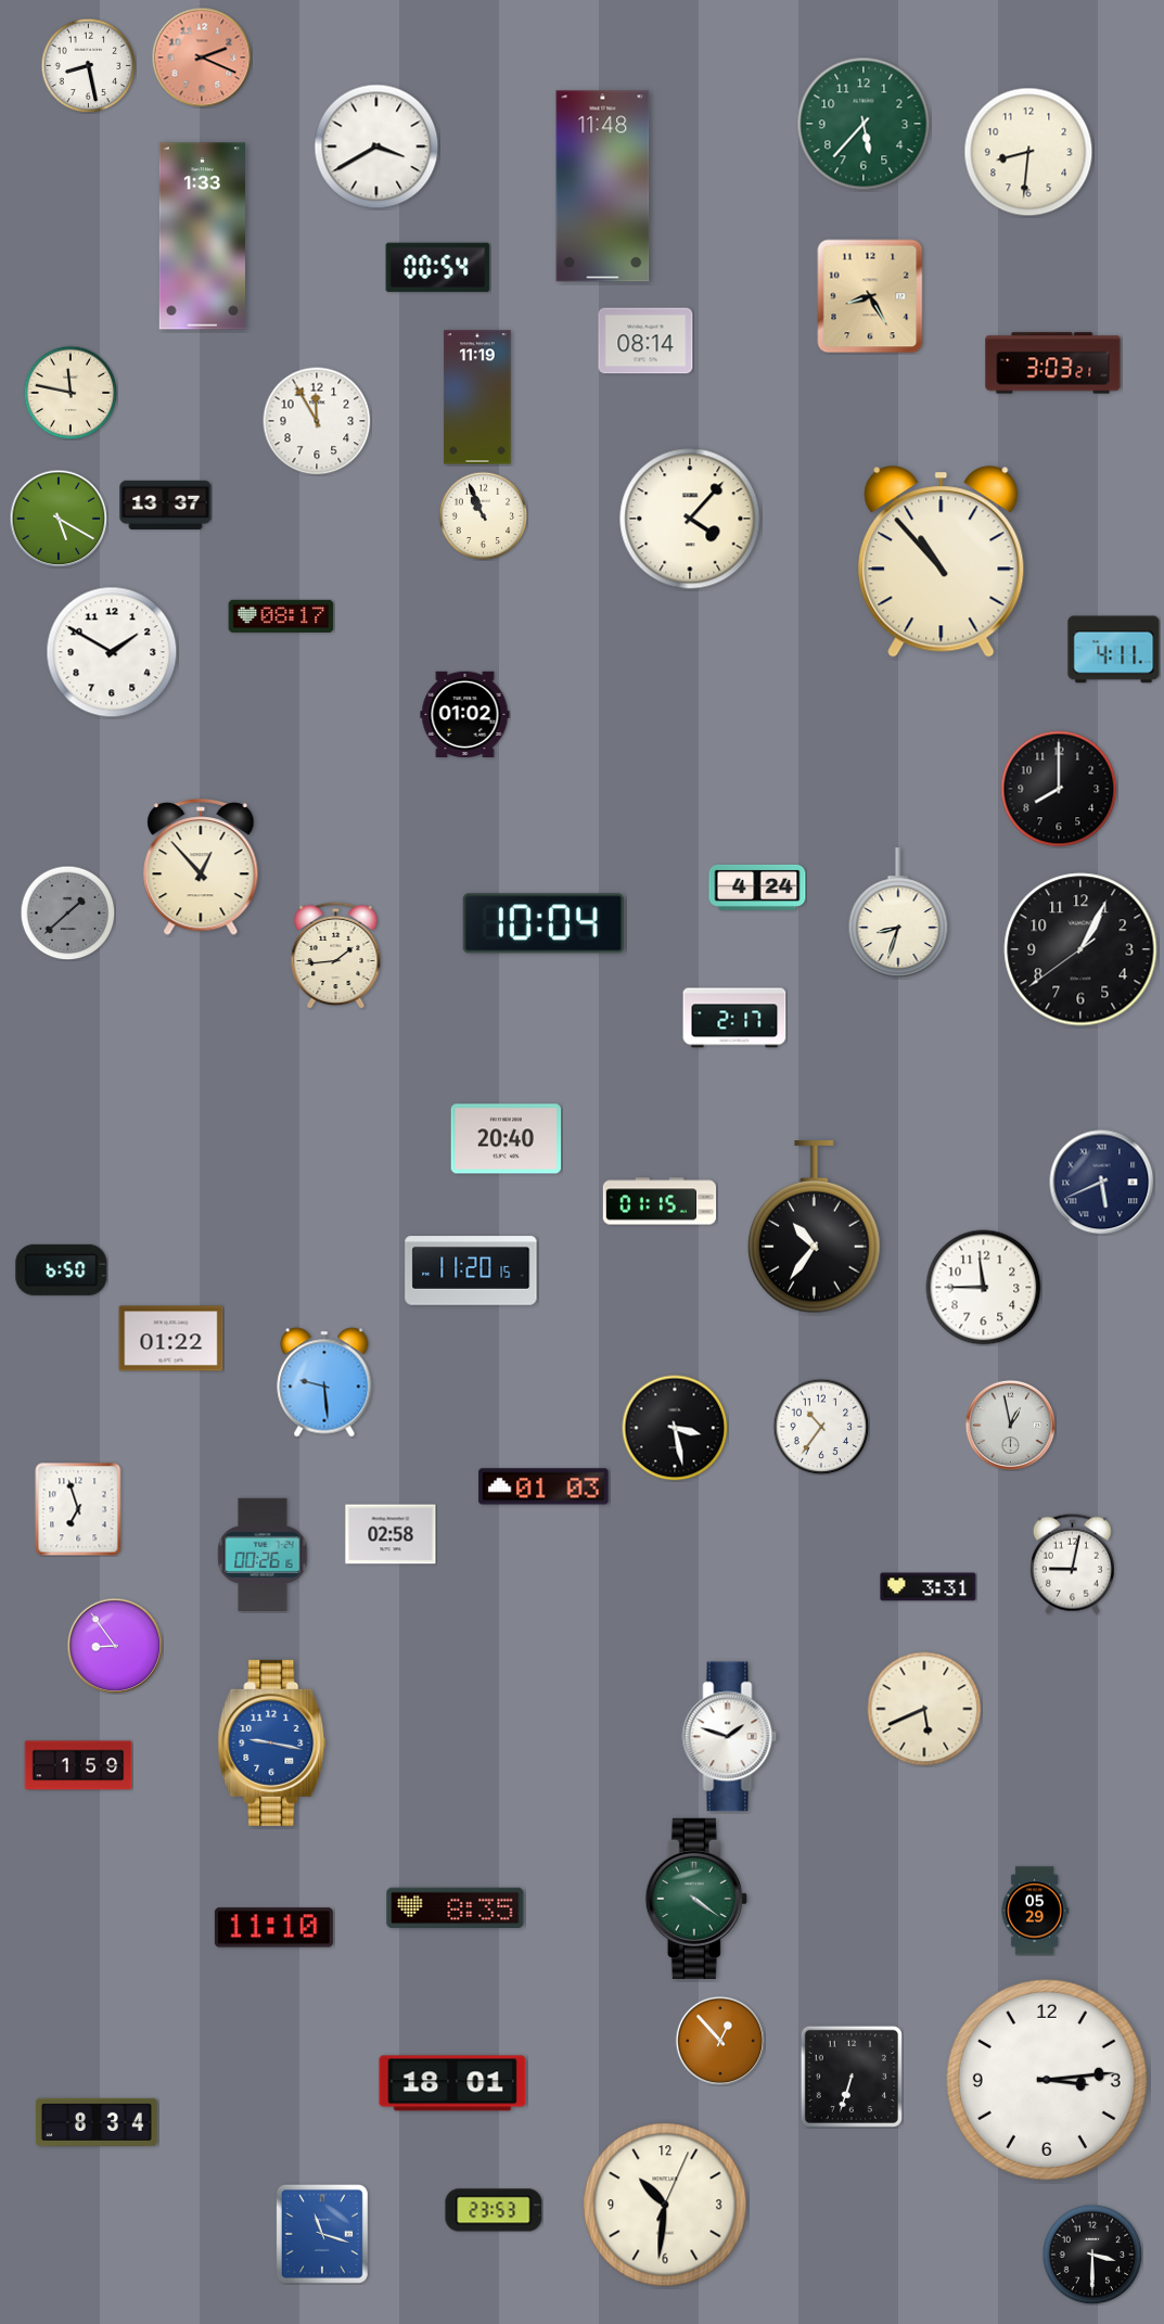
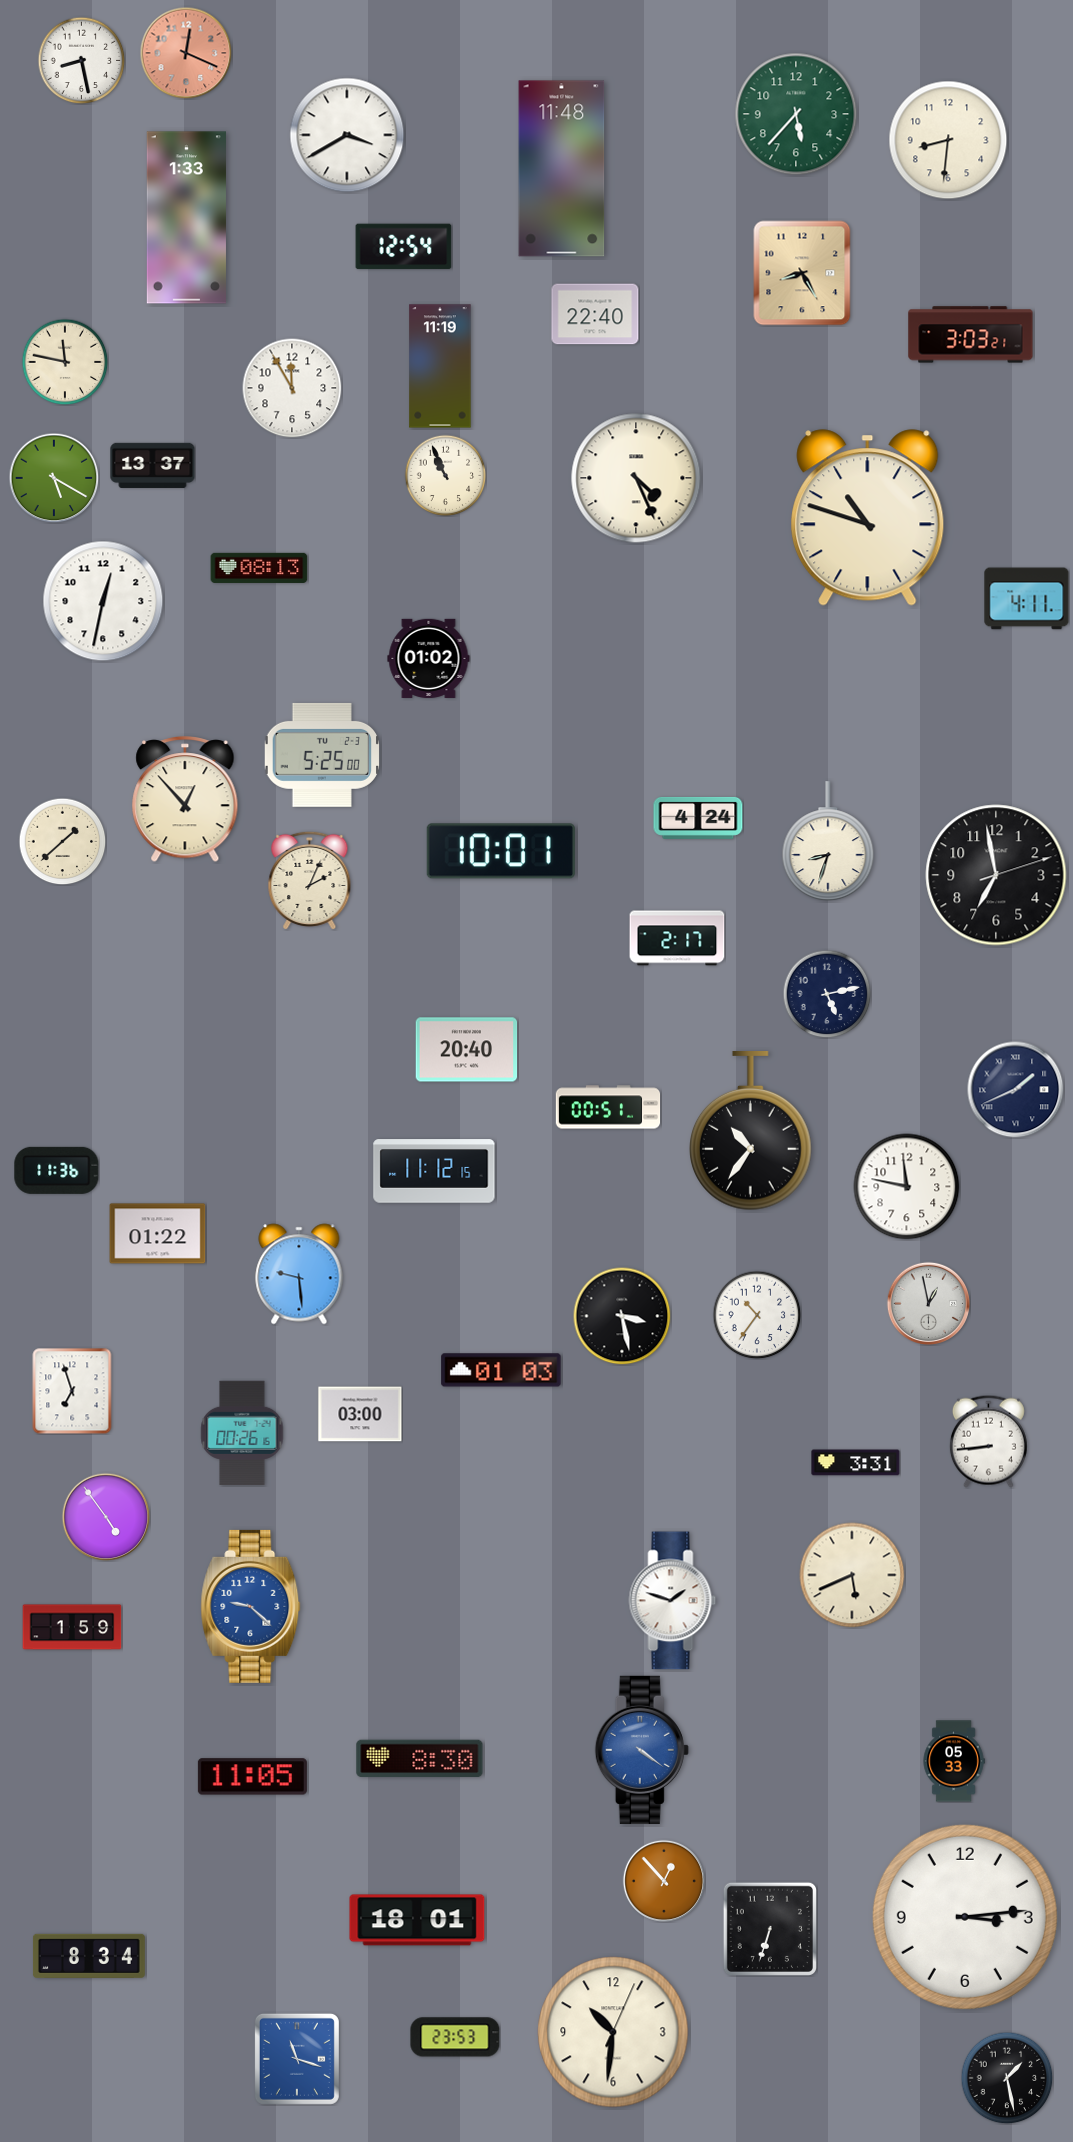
clock at (202, 58): 2:19 -> 12:19
clock at (603, 187) position: (603, 187) -> (562, 169)
clock at (438, 268): 00:54 -> 12:54
clock at (645, 341): 08:14 -> 22:40
clock at (690, 519): 4:07 -> 4:26
clock at (942, 562): 10:53 -> 10:48
clock at (281, 616): 08:17 -> 08:13
clock at (112, 652): 1:50 -> 12:32
clock at (1059, 789): 8:00 -> none
clock at (322, 755): none -> 5:25
clock at (67, 912) dial: grey -> cream
clock at (543, 923): 10:04 -> 10:01
clock at (1080, 949): 1:04 -> 6:58
clock at (336, 955): 1:44 -> 2:04
clock at (827, 994): none -> 5:13
clock at (1102, 1183): 5:41 -> 1:41
clock at (660, 1201): 01:15 -> 00:51
clock at (62, 1269): 6:50 -> 11:36
clock at (471, 1270): 11:20 -> 11:12
clock at (984, 1288): 11:45 -> 11:47
clock at (1010, 1425) position: (1010, 1425) -> (928, 1303)
clock at (391, 1534): 02:58 -> 03:00
clock at (1072, 1563): 9:02 -> 8:44
clock at (115, 1646): 8:54 -> 4:54
clock at (272, 1742): 9:17 -> 9:22
clock at (696, 1899) dial: green -> blue
clock at (456, 1908): 8:35 -> 8:30
clock at (1035, 1911): 05:29 -> 05:33
clock at (273, 1928): 11:10 -> 11:05
clock at (850, 2076) position: (850, 2076) -> (769, 1928)
clock at (1092, 2255): 3:30 -> 1:28
